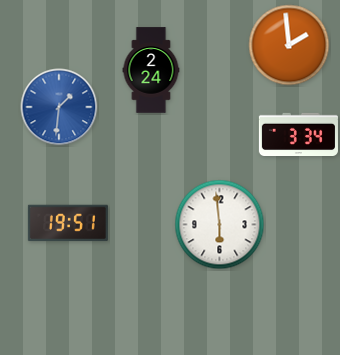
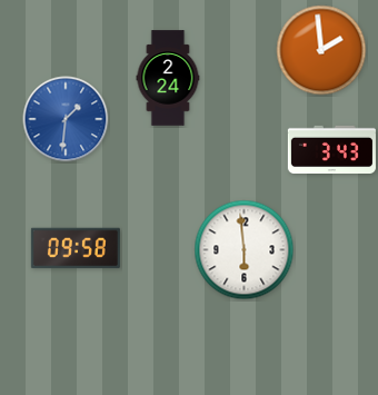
clock at (298, 135): 3:34 -> 3:43
clock at (68, 223): 19:51 -> 09:58
